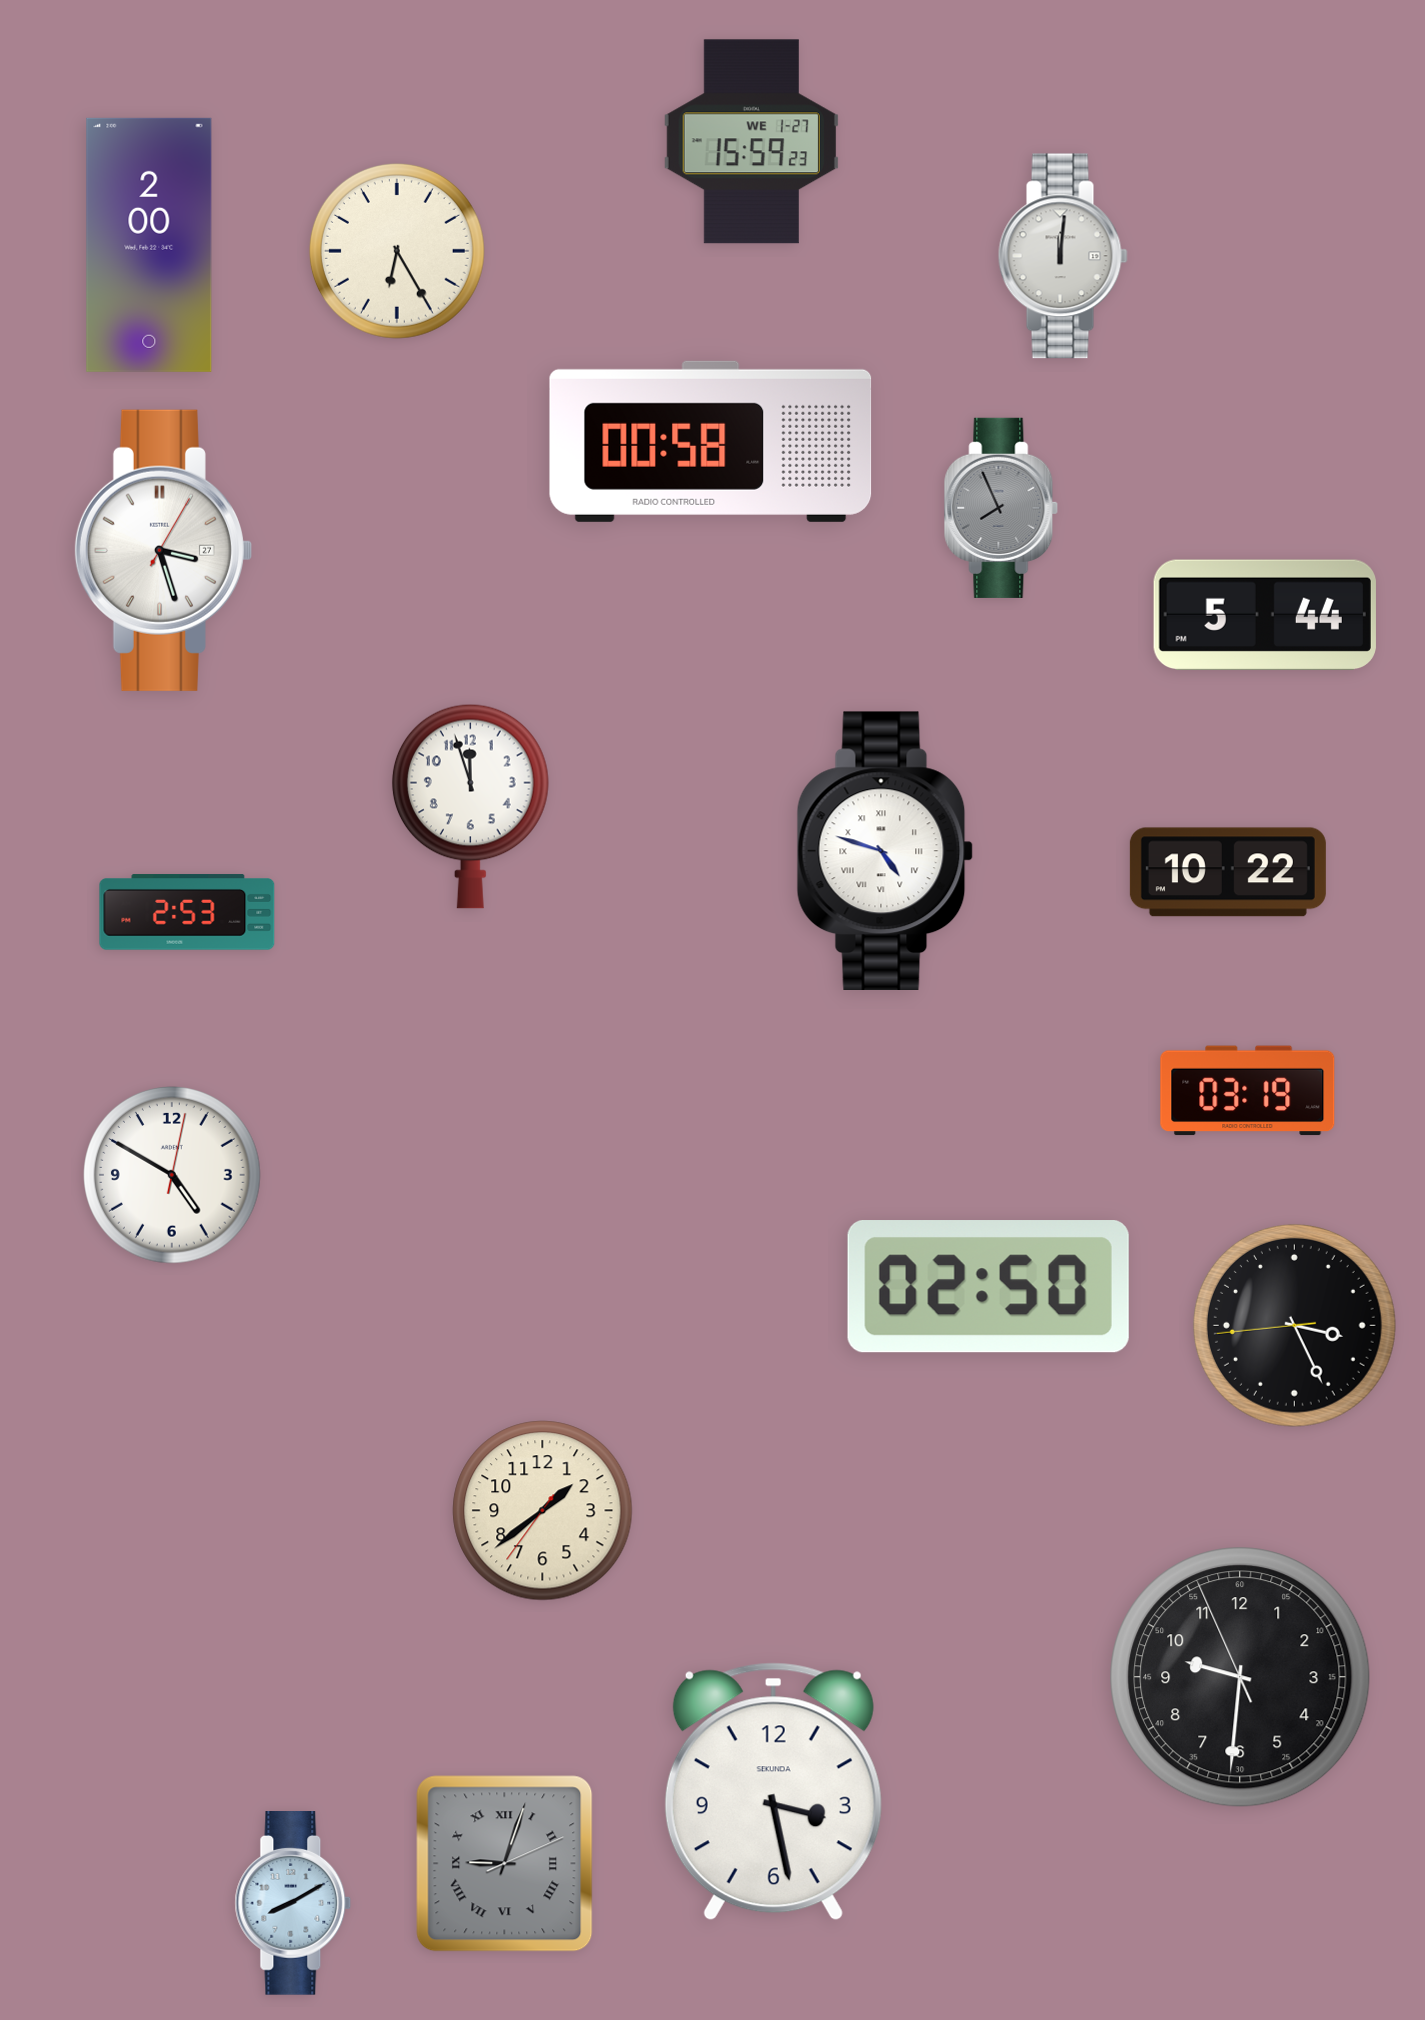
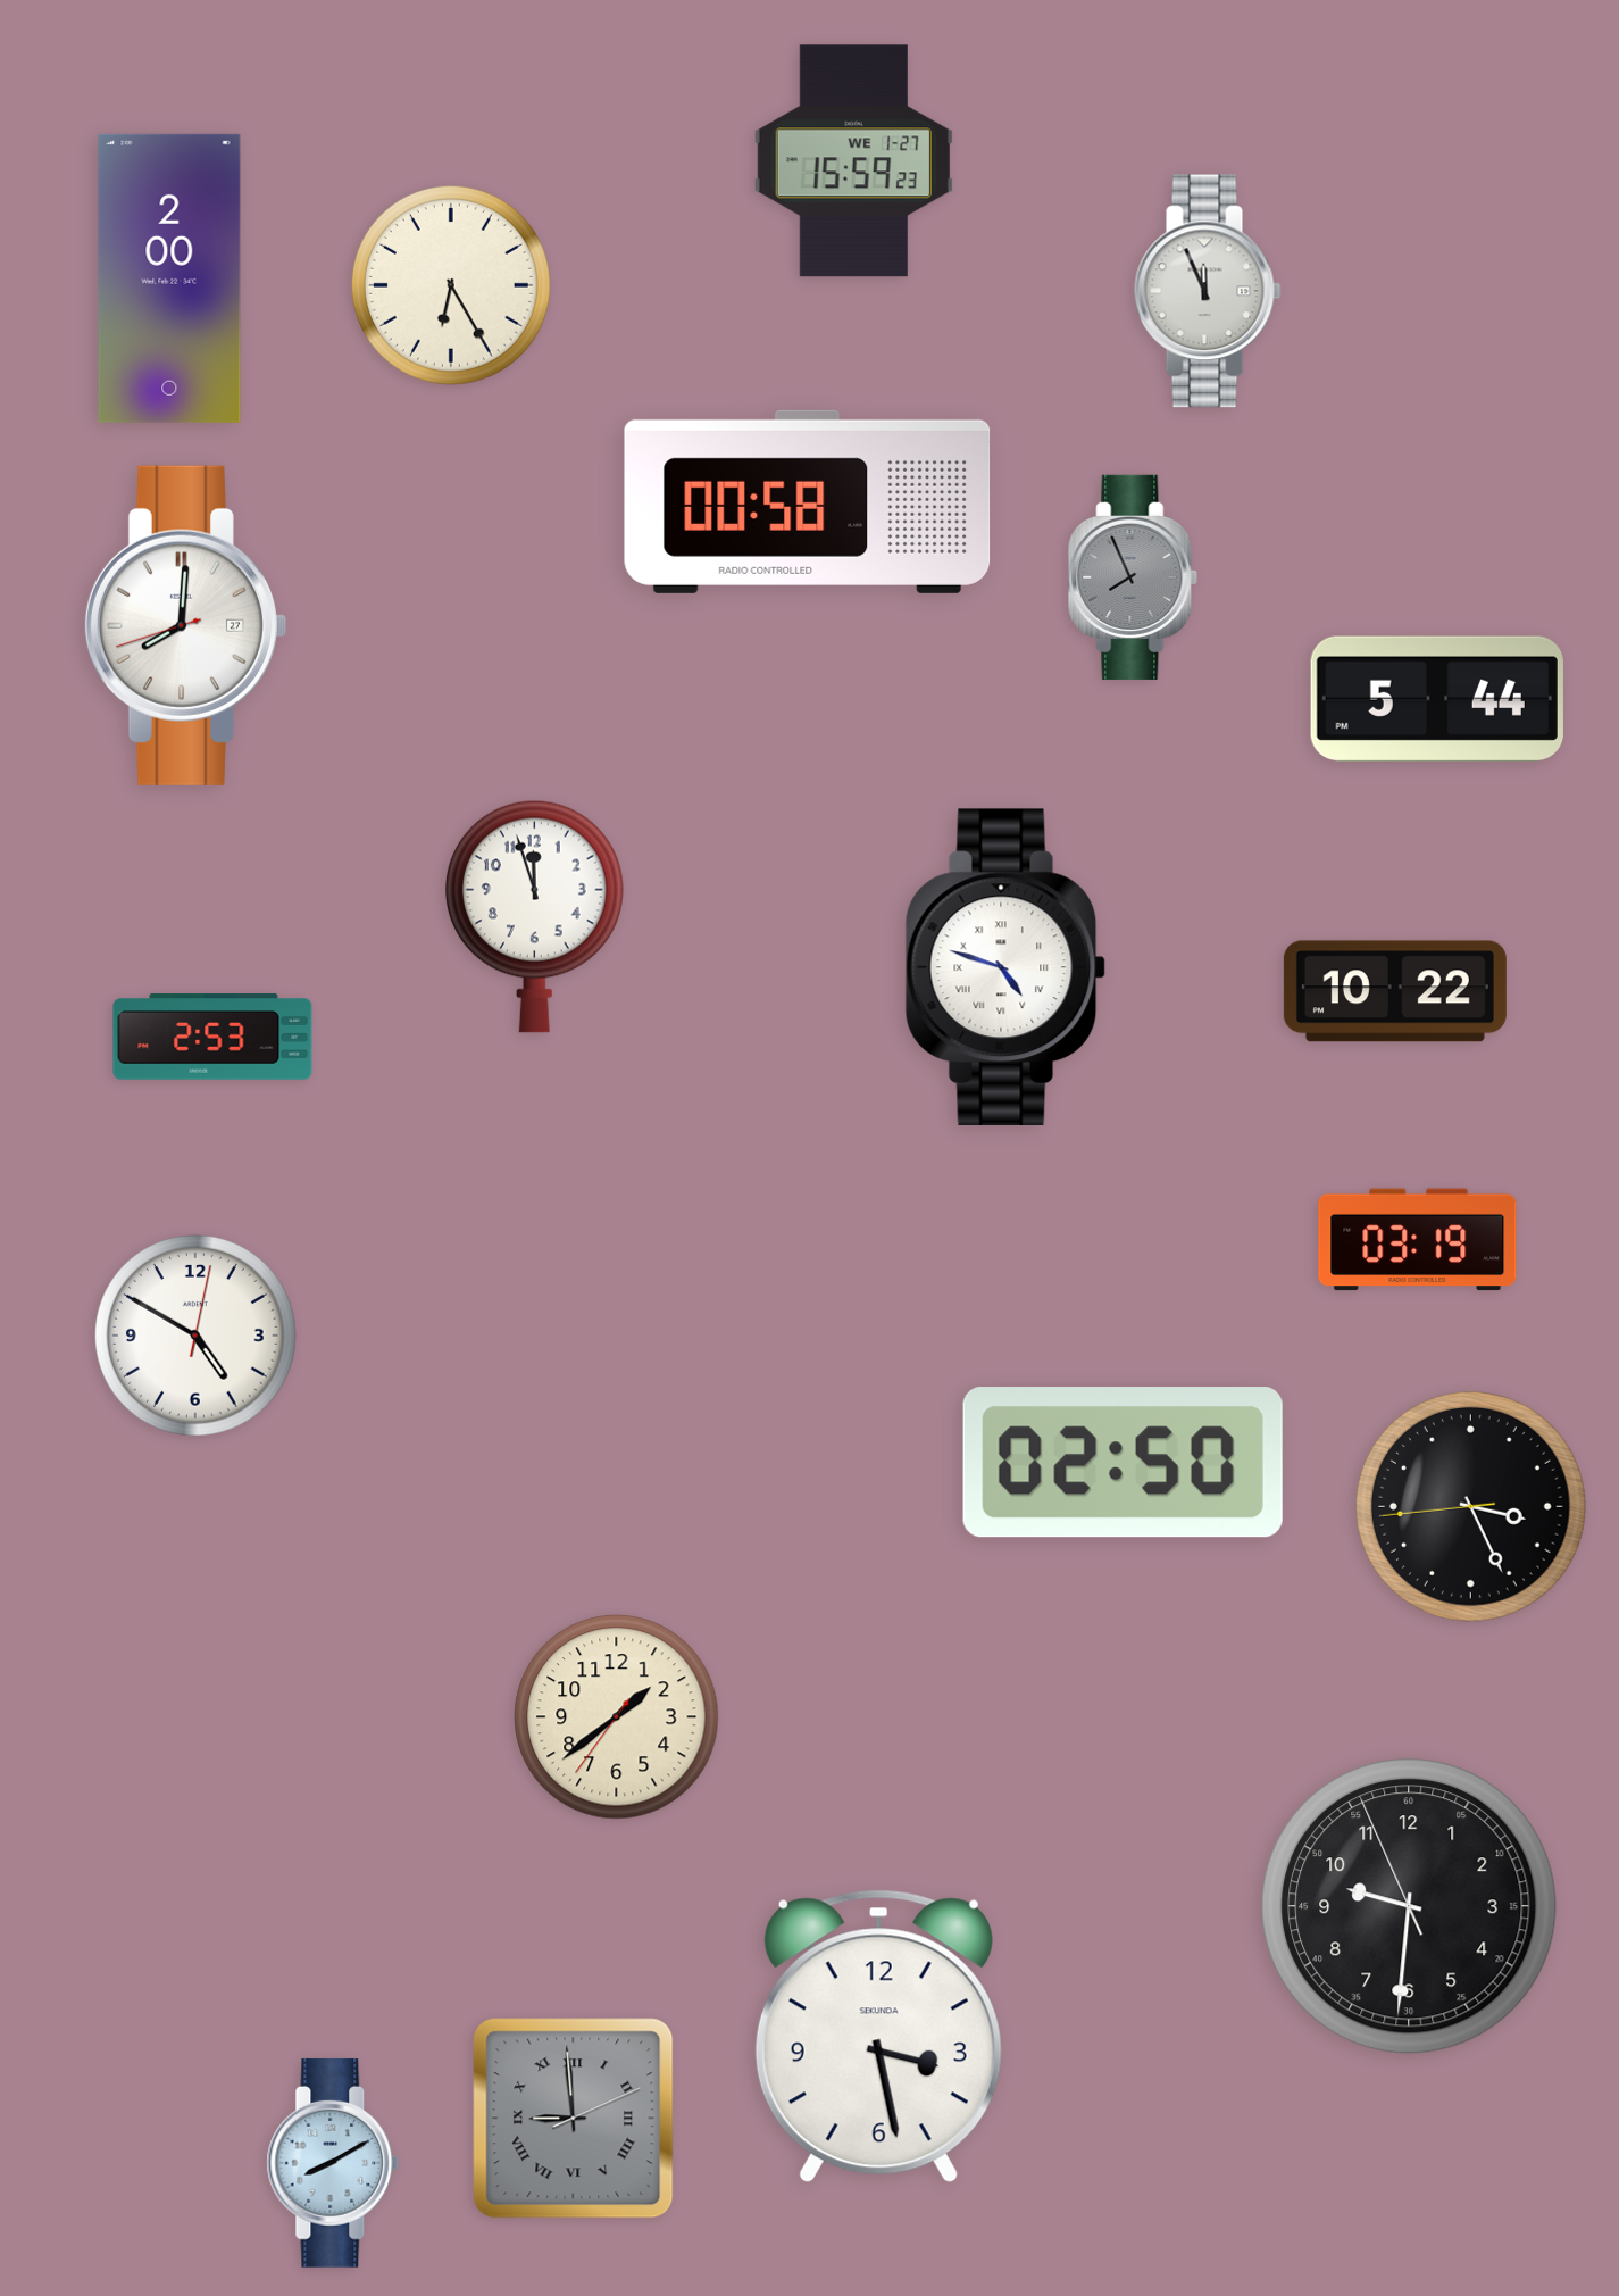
clock at (1063, 256): 12:01 -> 11:56
clock at (1001, 508) position: (1001, 508) -> (1133, 577)
clock at (163, 550): 3:27 -> 8:00
clock at (505, 1864): 9:03 -> 8:59
